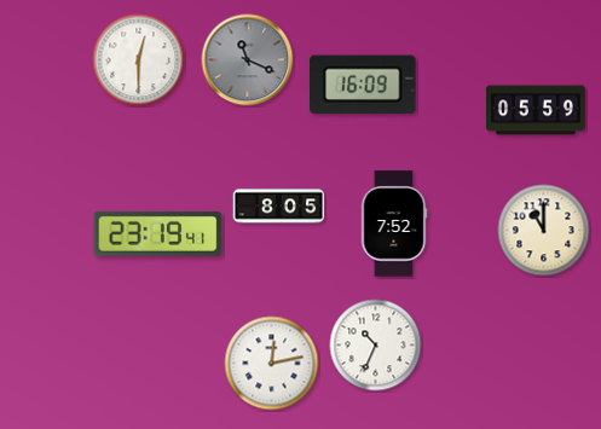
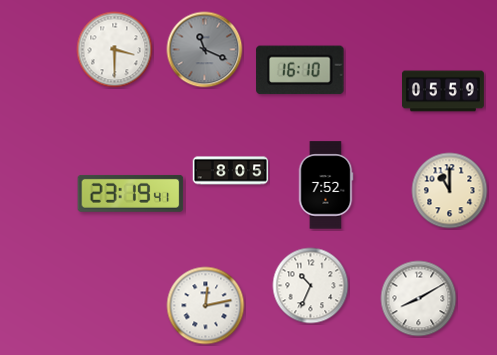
clock at (139, 60): 12:30 -> 3:30
clock at (363, 85): 16:09 -> 16:10
clock at (419, 299): none -> 8:10
clock at (272, 364) position: (272, 364) -> (206, 306)
